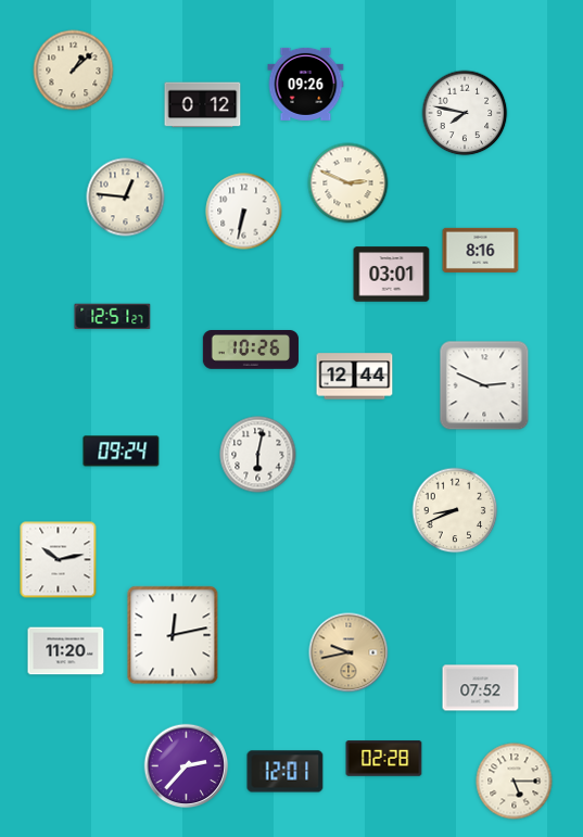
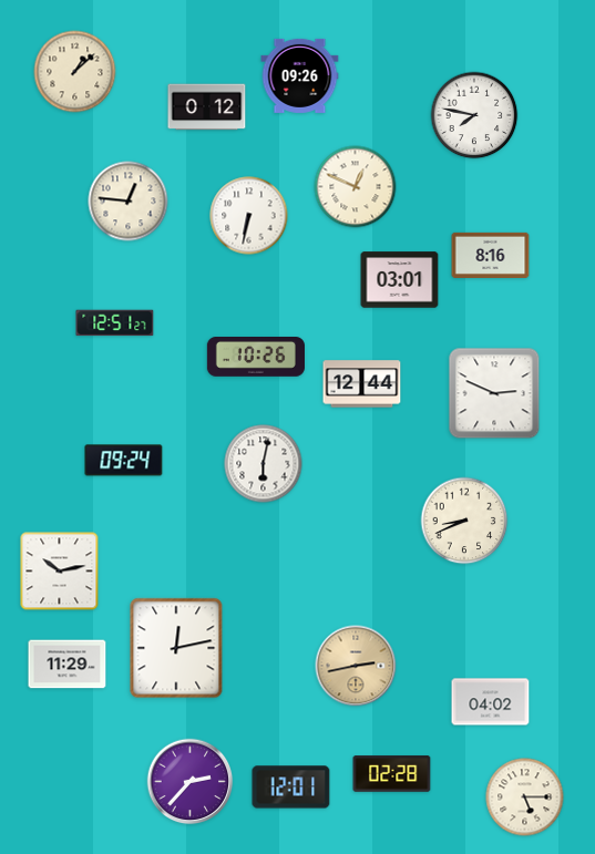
clock at (306, 84) position: (306, 84) -> (300, 75)
clock at (348, 183): 2:49 -> 12:49
clock at (66, 651): 11:20 -> 11:29
clock at (348, 652): 9:43 -> 2:43
clock at (481, 688): 07:52 -> 04:02
